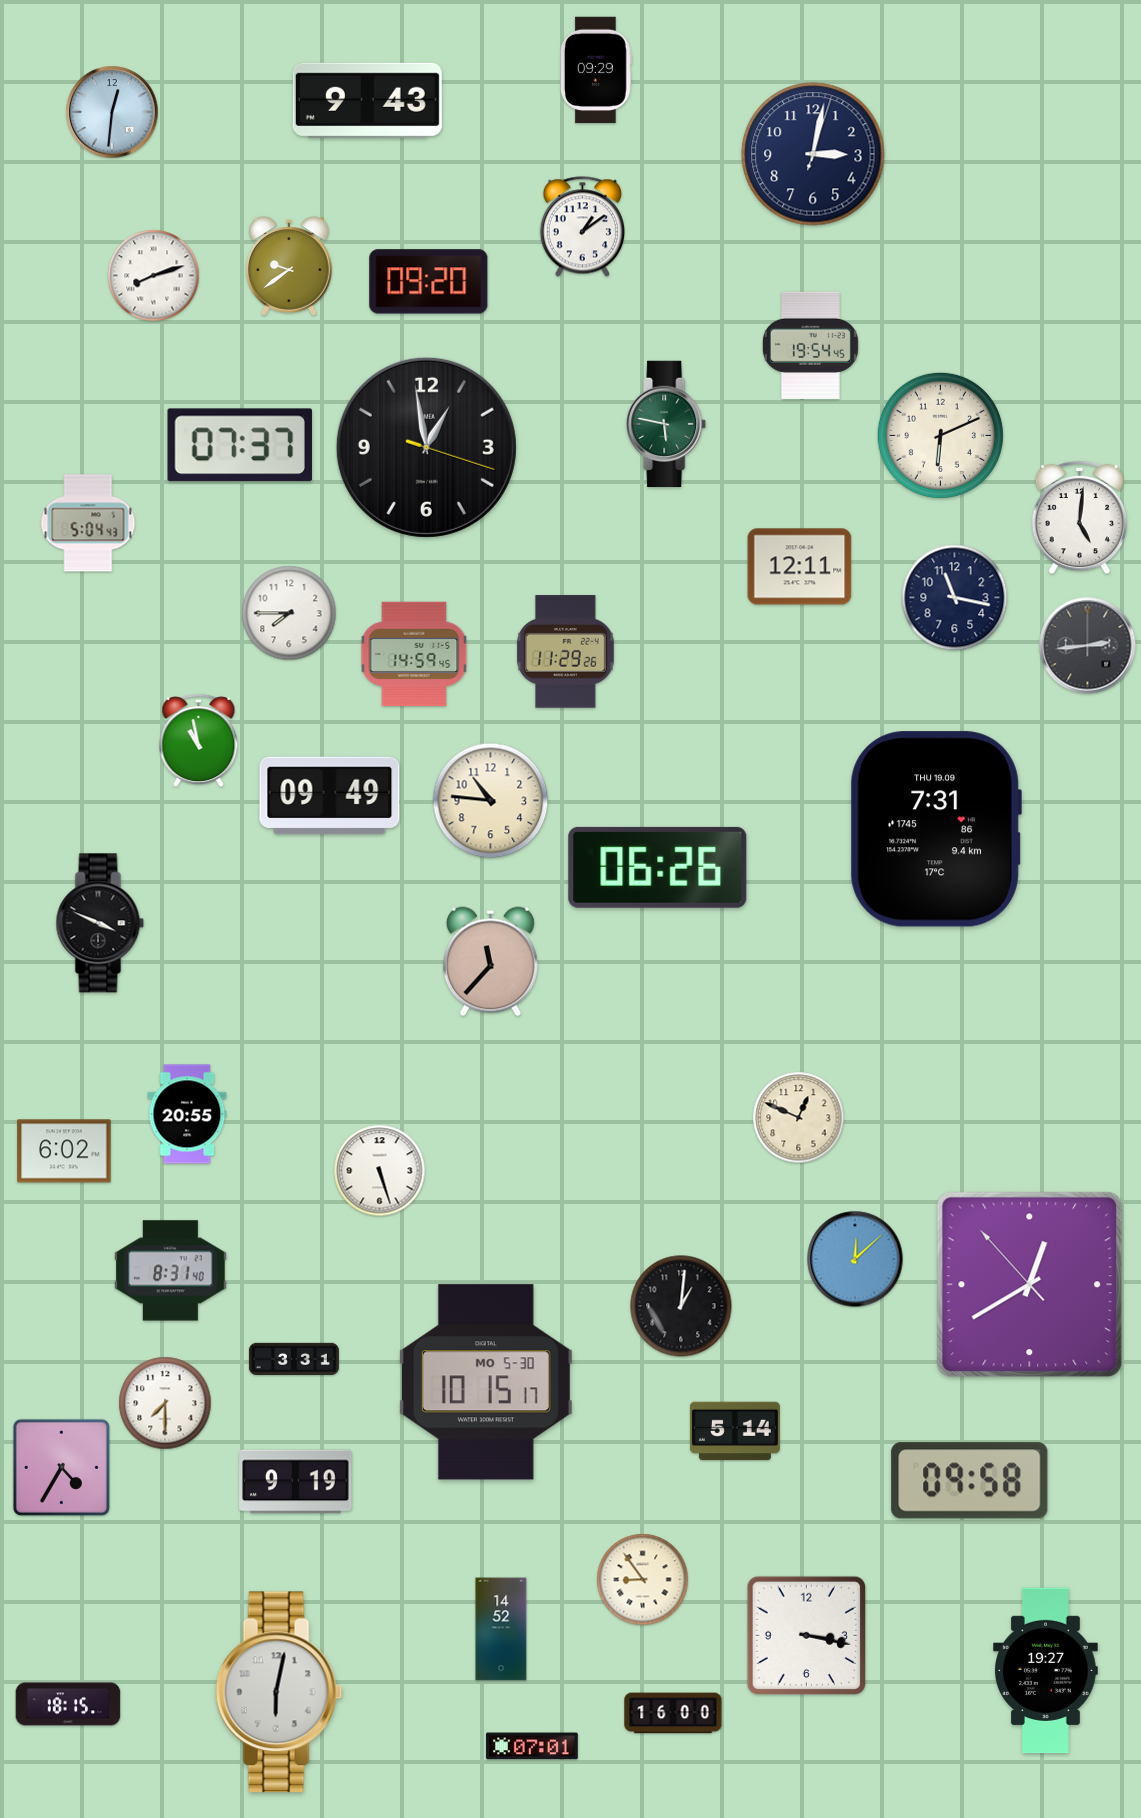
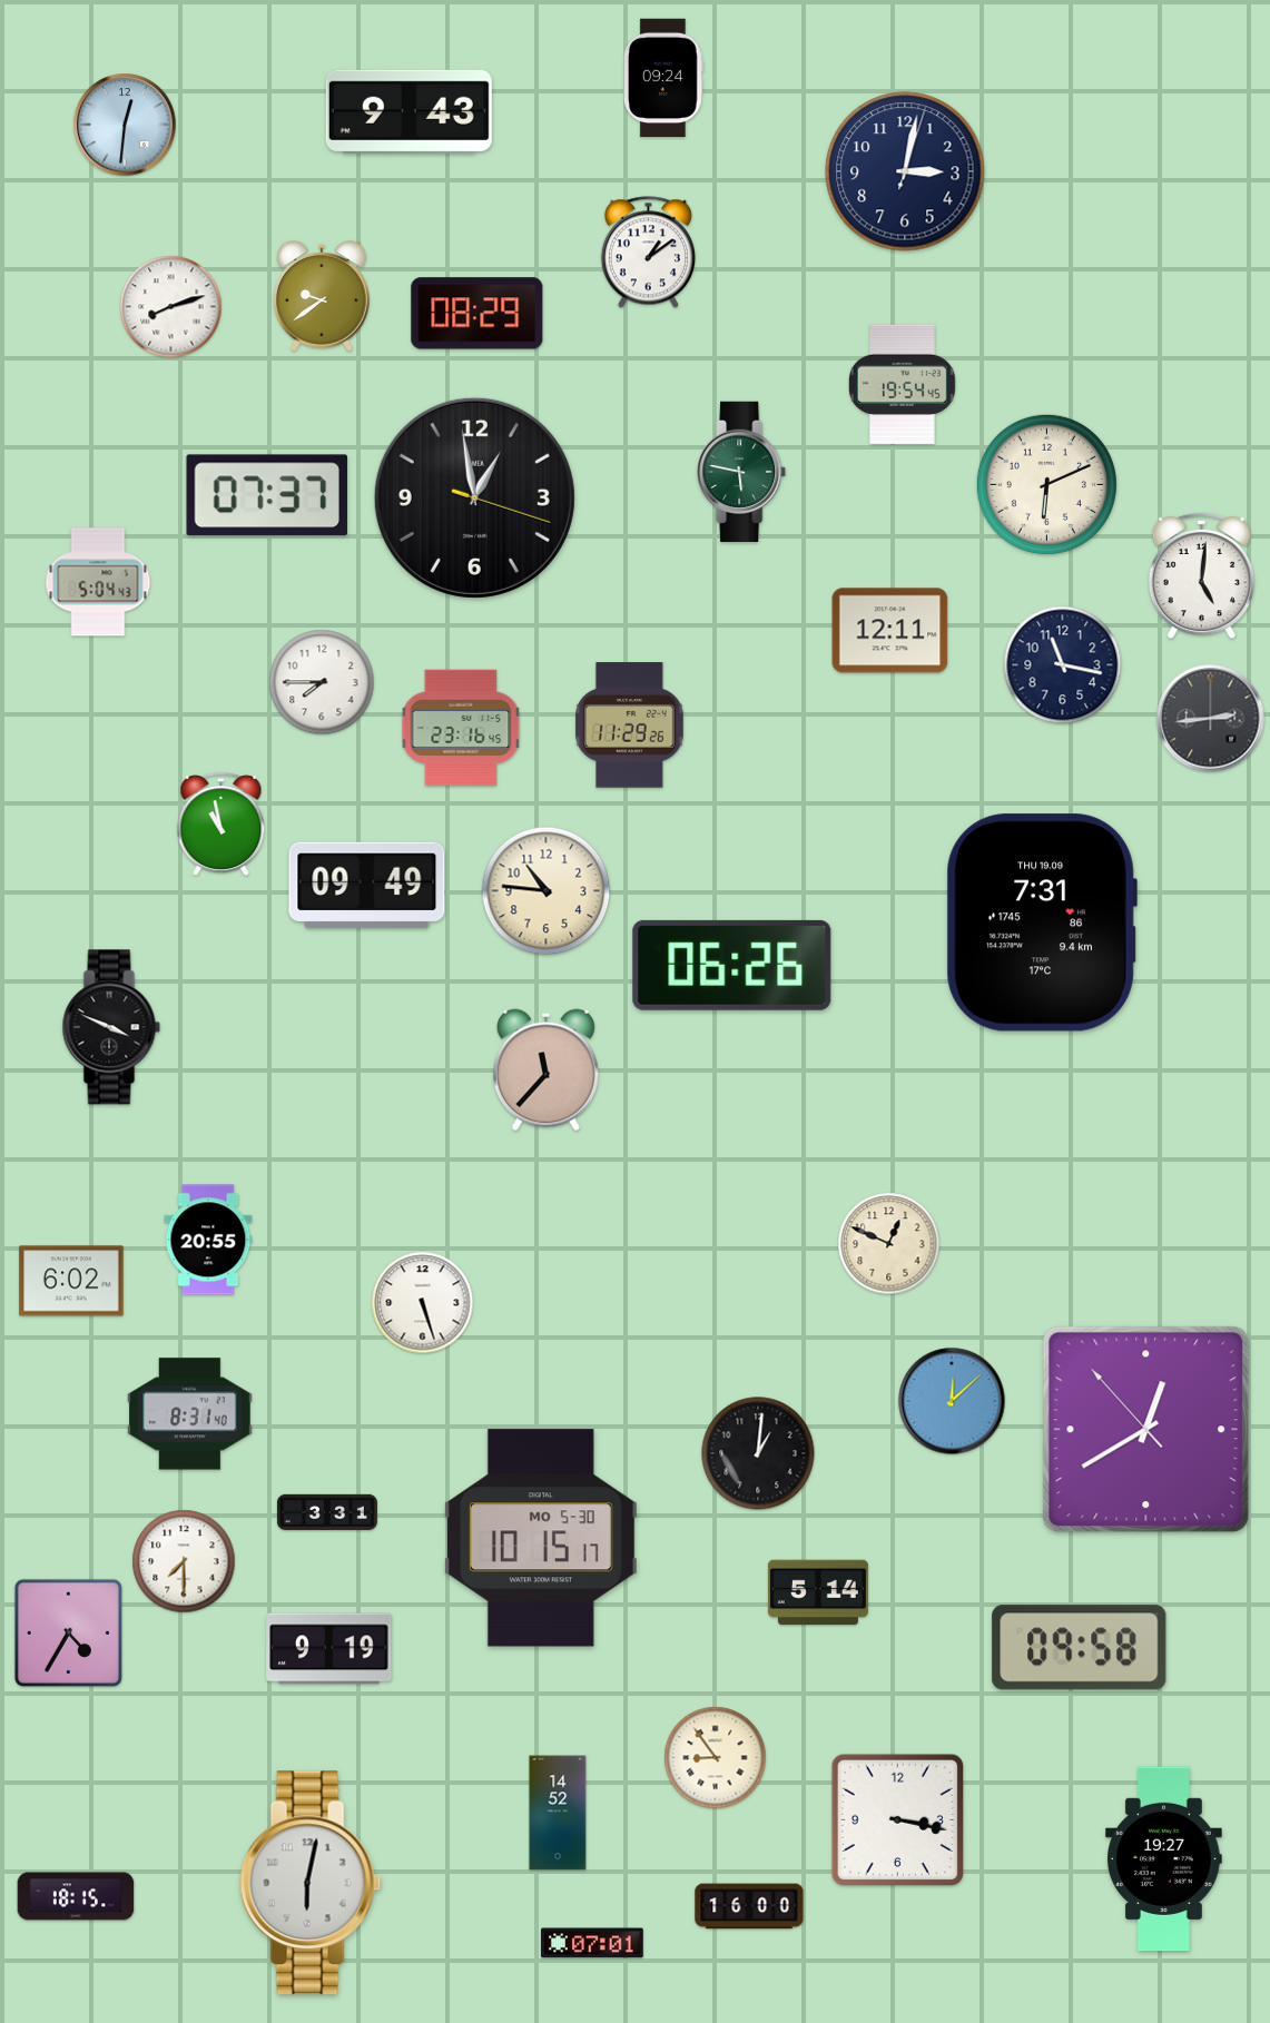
clock at (597, 70): 09:29 -> 09:24
clock at (429, 282): 09:20 -> 08:29
clock at (414, 653): 14:59 -> 23:16
